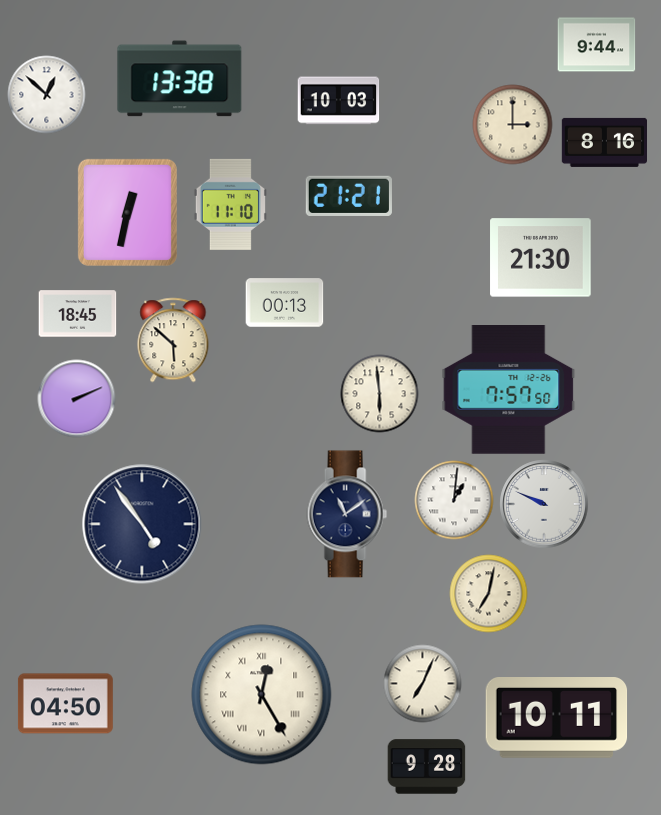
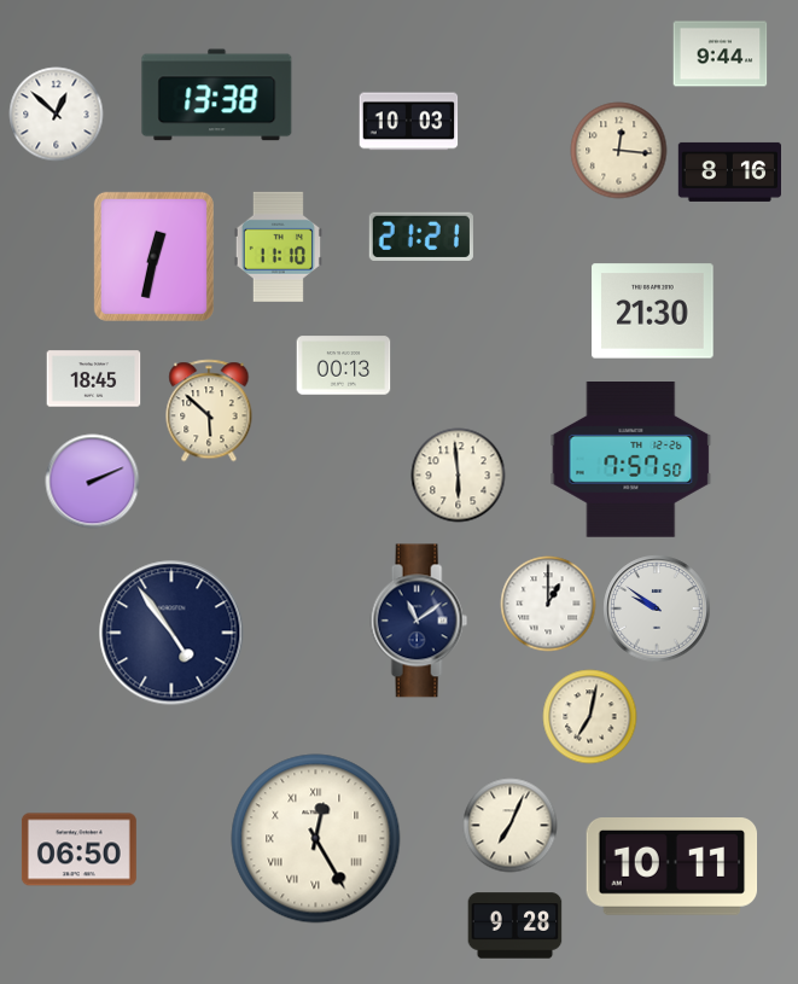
clock at (512, 124): 3:00 -> 12:16
clock at (509, 390) position: (509, 390) -> (631, 460)
clock at (454, 500): 1:01 -> 1:00
clock at (544, 504): 9:49 -> 9:51
clock at (65, 704): 04:50 -> 06:50
